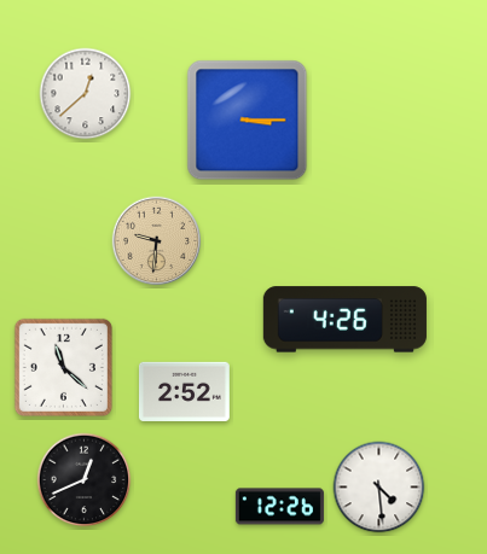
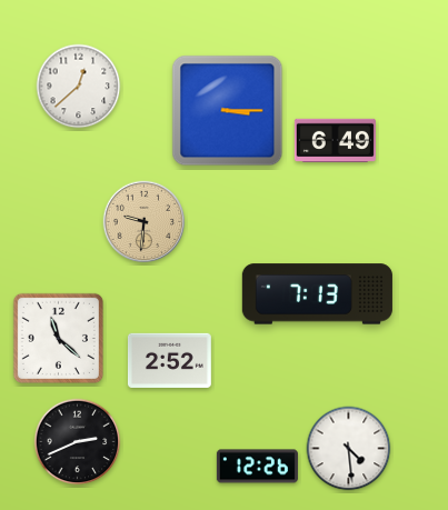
clock at (335, 140): none -> 6:49
clock at (344, 320): 4:26 -> 7:13
clock at (85, 480): 12:41 -> 2:41
